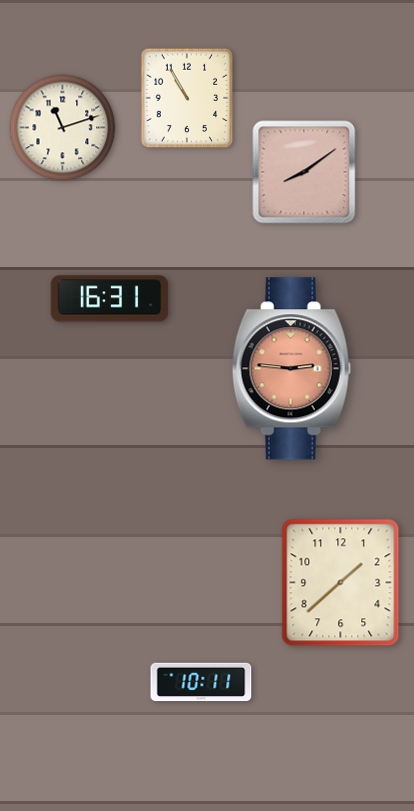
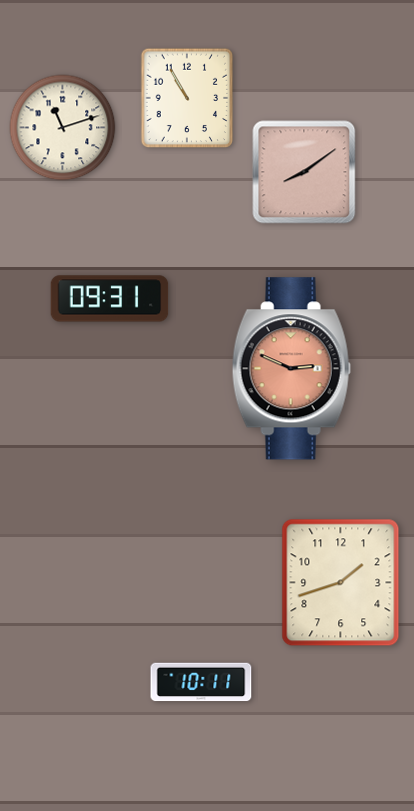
clock at (110, 299): 16:31 -> 09:31
clock at (291, 369): 2:46 -> 2:49
clock at (341, 583): 1:38 -> 1:42
